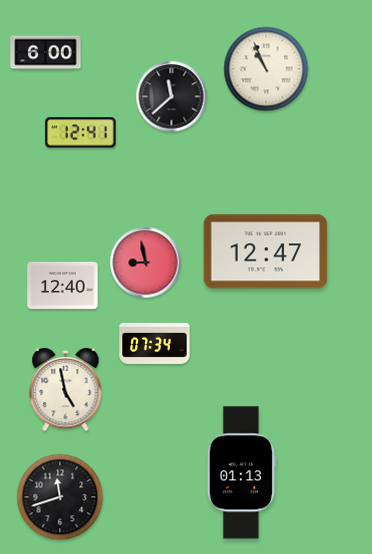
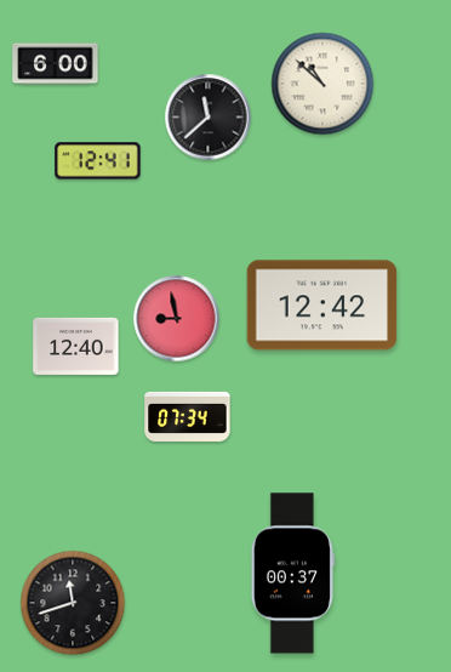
clock at (266, 69): 10:56 -> 10:52
clock at (266, 252): 12:47 -> 12:42
clock at (66, 390): 4:58 -> none
clock at (241, 473): 01:13 -> 00:37
